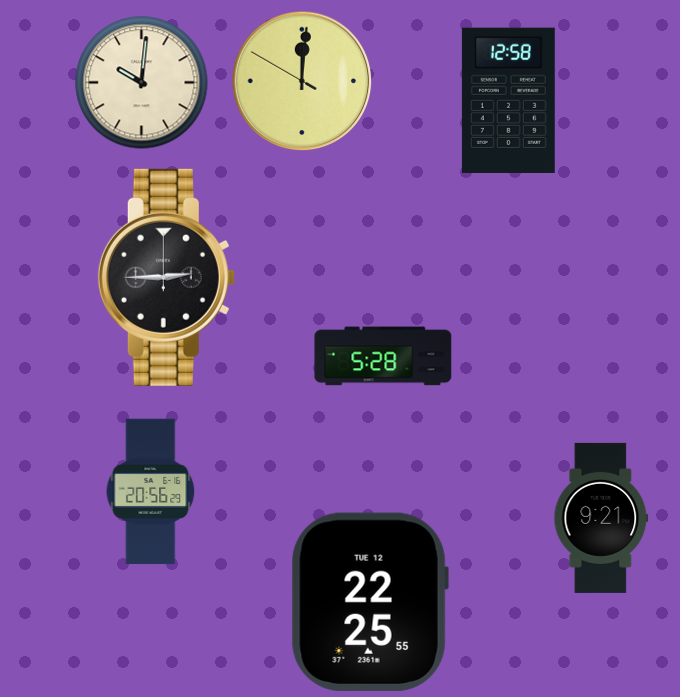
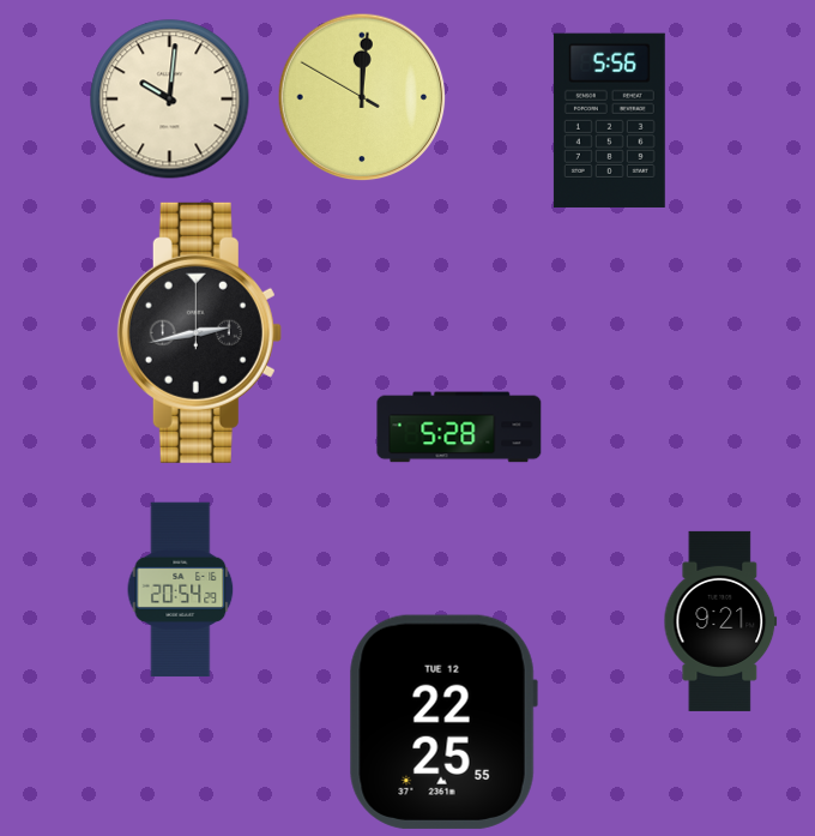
clock at (508, 100): 12:58 -> 5:56
clock at (166, 277): 2:45 -> 2:43
clock at (151, 492): 20:56 -> 20:54
